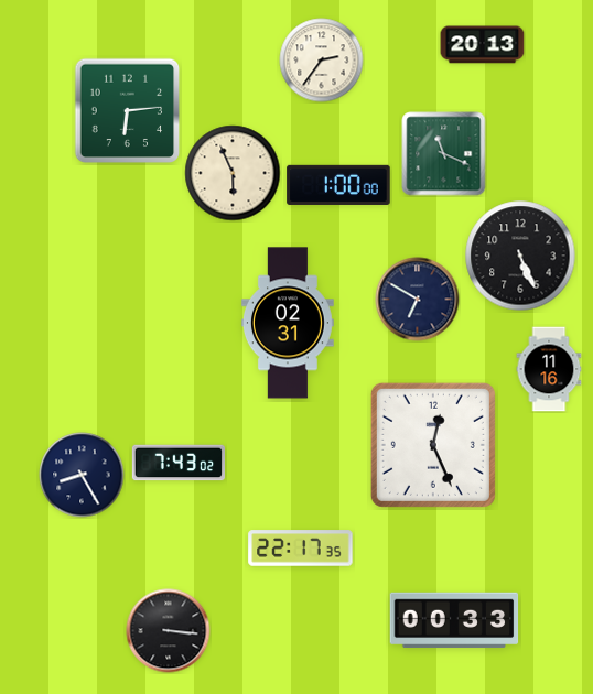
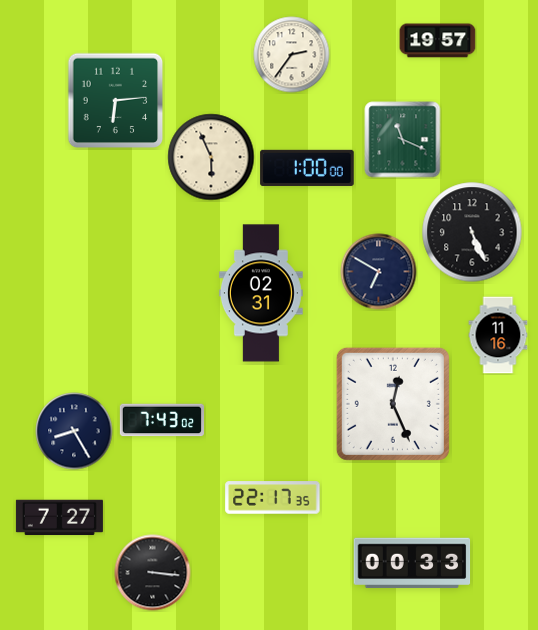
clock at (483, 45): 20:13 -> 19:57
clock at (59, 518): none -> 7:27
